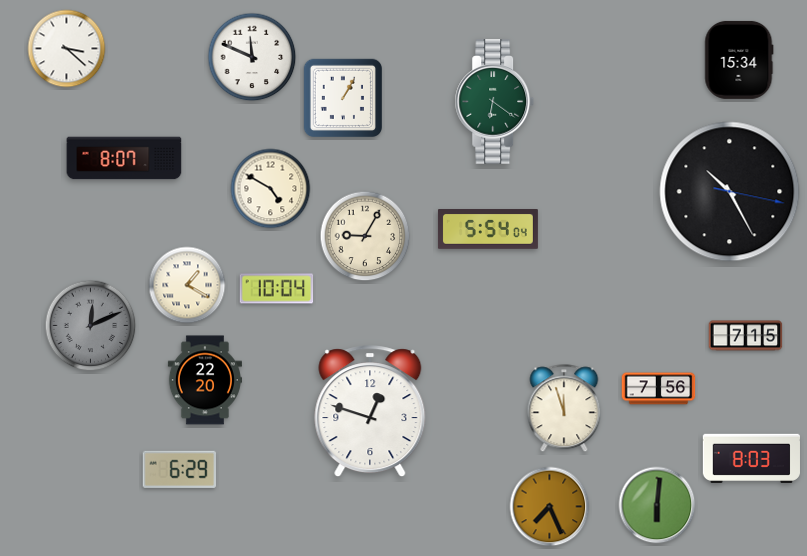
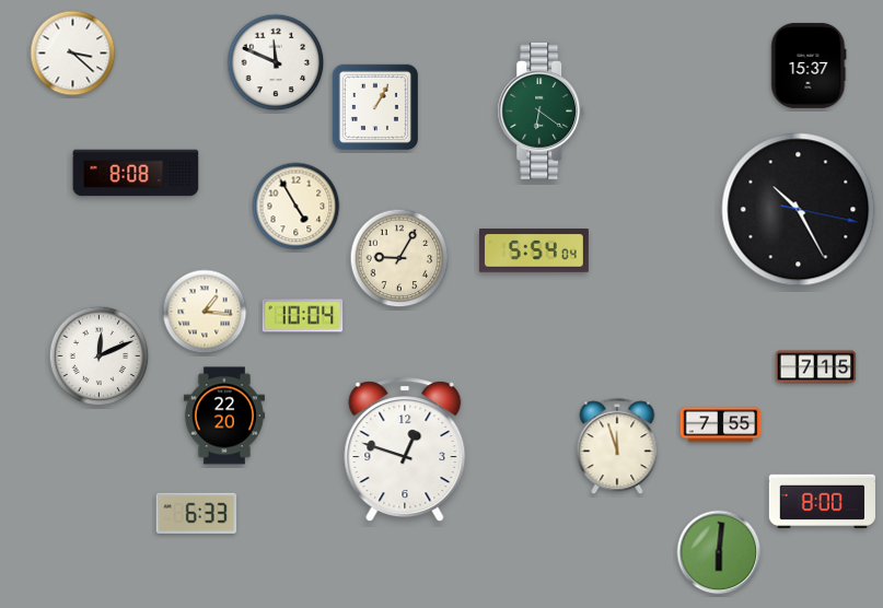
clock at (739, 60): 15:34 -> 15:37
clock at (124, 158): 8:07 -> 8:08
clock at (271, 189): 4:50 -> 4:55
clock at (187, 285): 1:20 -> 1:16
clock at (91, 326) dial: grey -> white
clock at (659, 389): 7:56 -> 7:55
clock at (751, 458): 8:03 -> 8:00
clock at (180, 469): 6:29 -> 6:33
clock at (550, 507): 7:26 -> none
